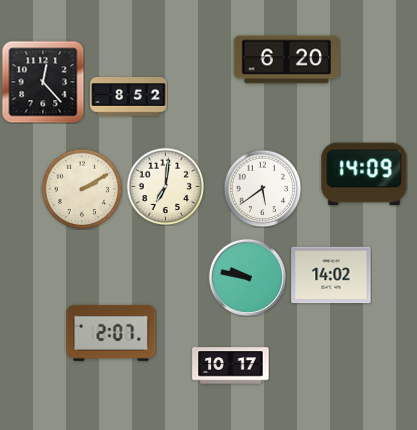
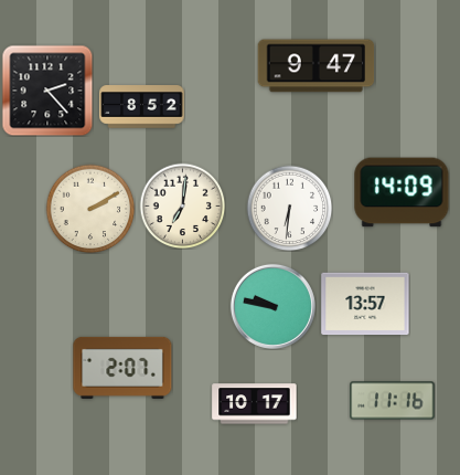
clock at (287, 60): 6:20 -> 9:47
clock at (43, 82): 12:23 -> 2:23
clock at (262, 188): 5:39 -> 6:31
clock at (331, 275): 14:02 -> 13:57
clock at (393, 401): none -> 11:16
